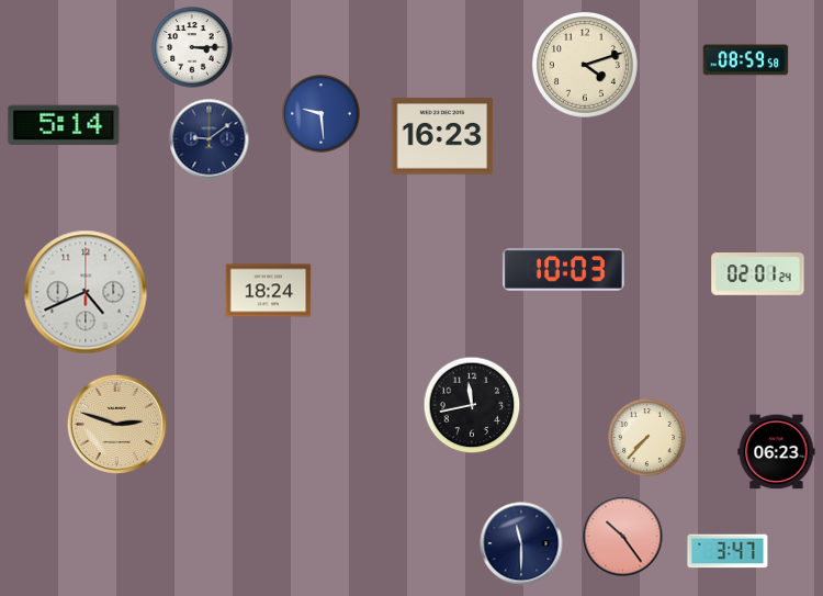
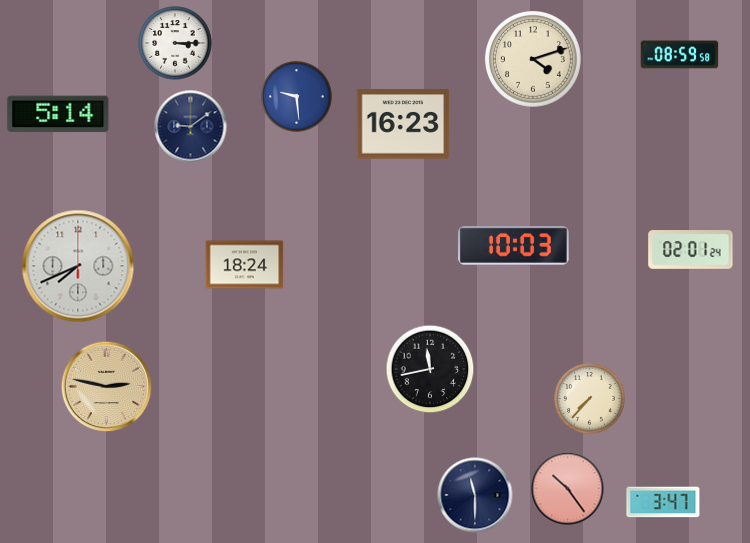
clock at (322, 114) position: (322, 114) -> (297, 97)
clock at (86, 292): 4:41 -> 7:41
clock at (117, 425): 2:48 -> 2:47
clock at (777, 452): 06:23 -> none
